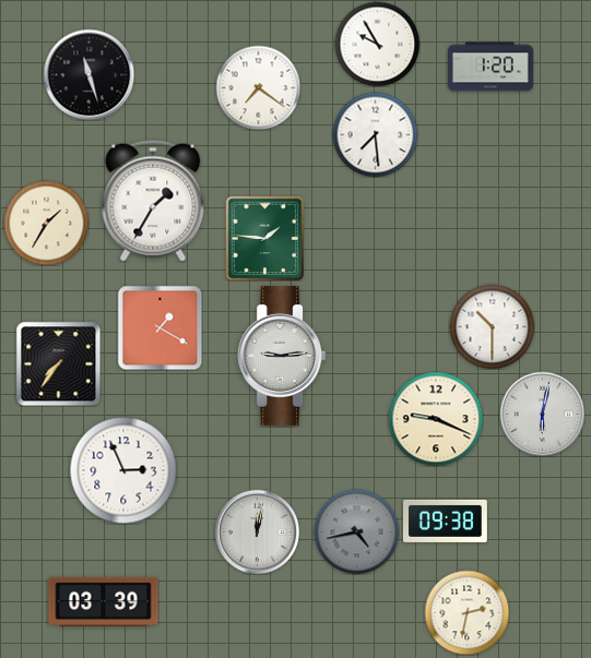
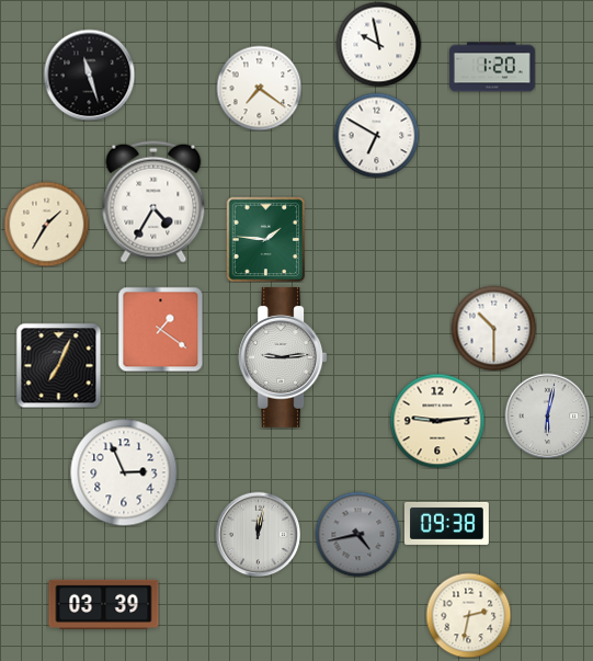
clock at (377, 44): 9:55 -> 9:58
clock at (375, 134): 7:29 -> 6:50
clock at (153, 201): 1:35 -> 4:35
clock at (159, 327): 1:20 -> 1:21
clock at (58, 363): 7:36 -> 7:04
clock at (542, 414) position: (542, 414) -> (547, 415)
clock at (436, 419): 9:19 -> 9:14
